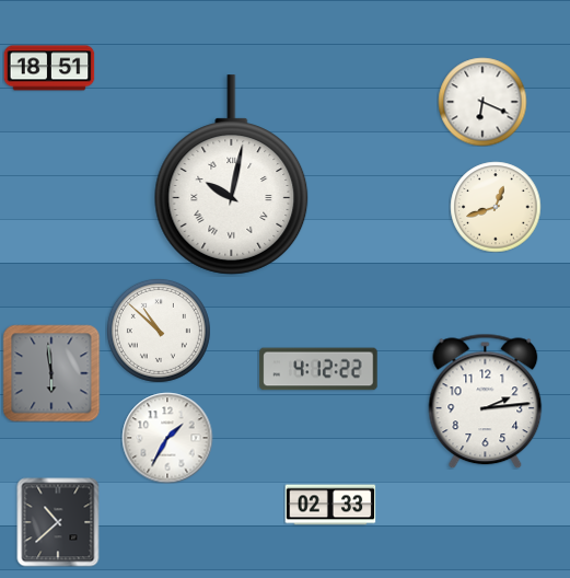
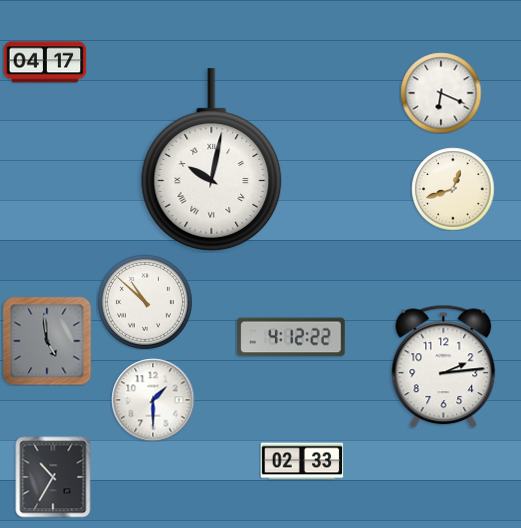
clock at (49, 68): 18:51 -> 04:17
clock at (51, 373): 5:59 -> 4:59
clock at (167, 438): 1:35 -> 1:30
clock at (58, 522): 10:38 -> 10:35
